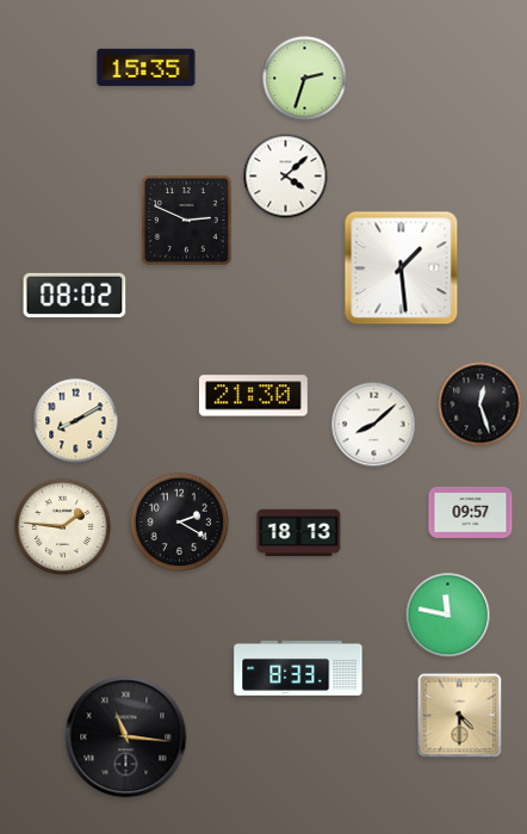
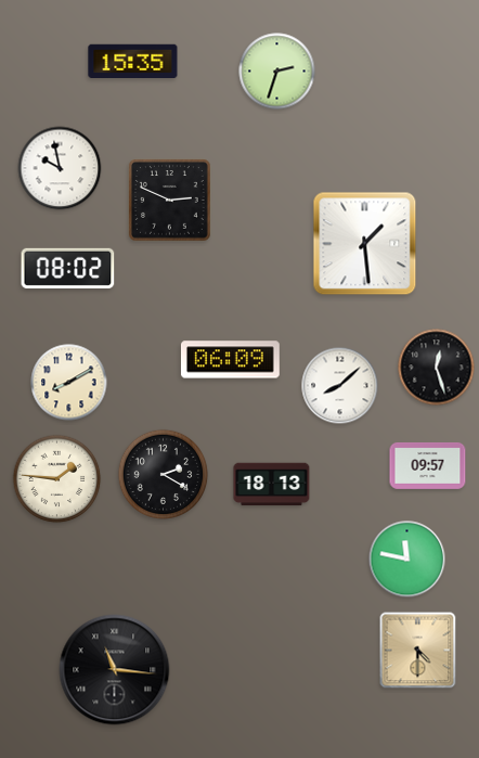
clock at (286, 177): 4:08 -> none
clock at (60, 168): none -> 9:58
clock at (253, 396): 21:30 -> 06:09
clock at (298, 668): 8:33 -> none
